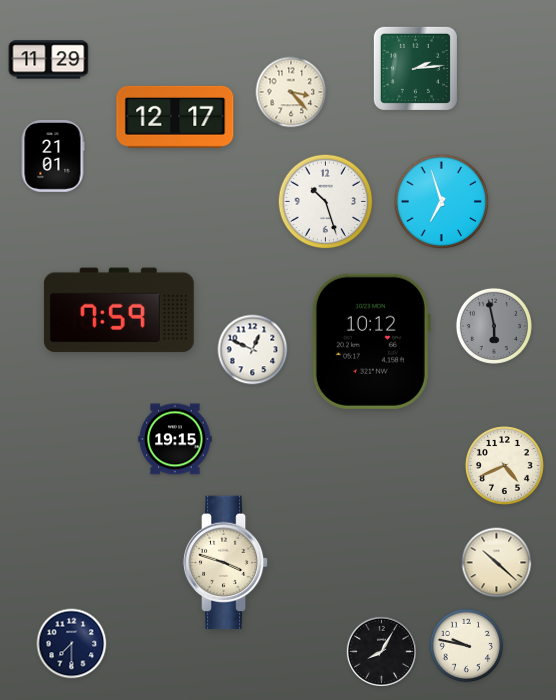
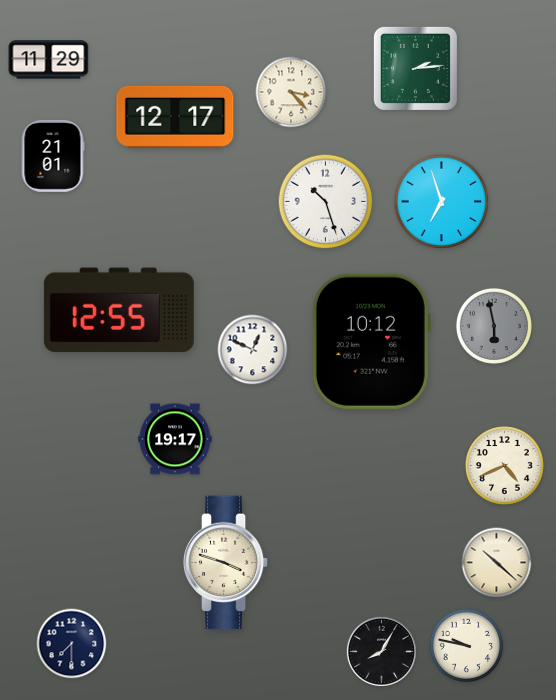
clock at (119, 310): 7:59 -> 12:55
clock at (175, 439): 19:15 -> 19:17
